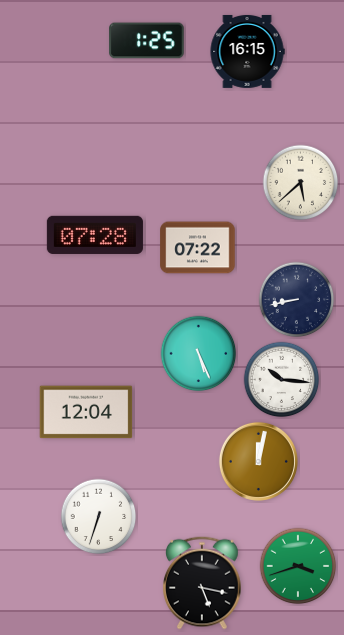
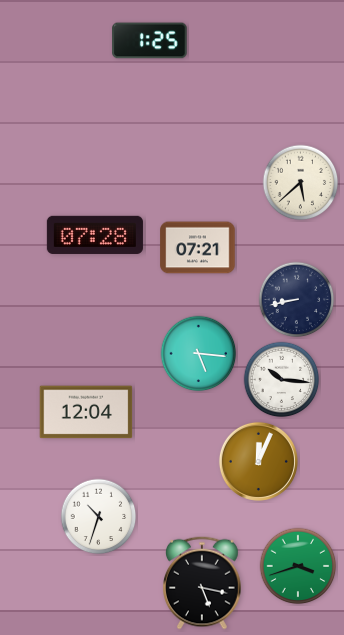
clock at (147, 41) position: (147, 41) -> (150, 41)
clock at (247, 51): 16:15 -> none
clock at (198, 248): 07:22 -> 07:21
clock at (199, 354): 5:26 -> 5:16
clock at (258, 461): 12:02 -> 12:04
clock at (99, 517): 6:33 -> 10:33
